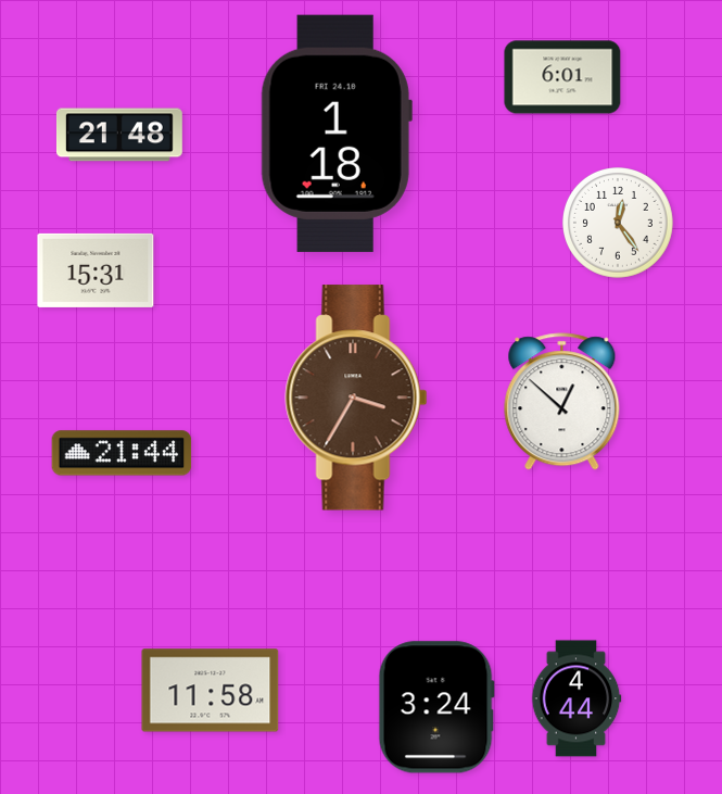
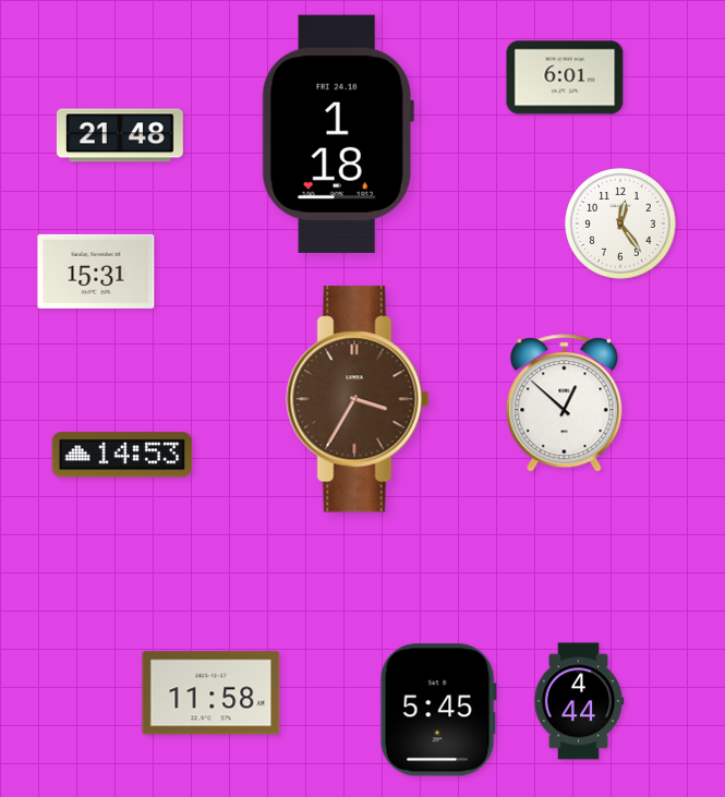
clock at (122, 453): 21:44 -> 14:53
clock at (436, 707): 3:24 -> 5:45
